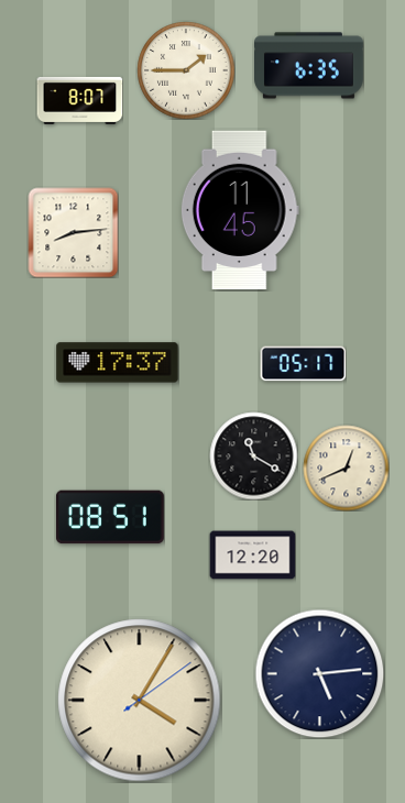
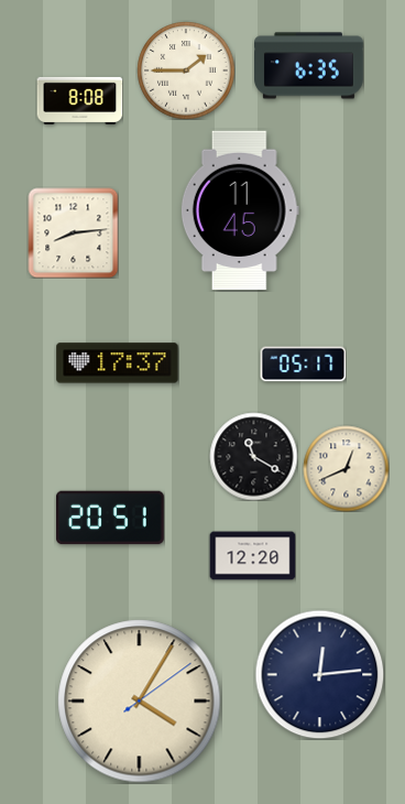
clock at (79, 100): 8:07 -> 8:08
clock at (110, 517): 08:51 -> 20:51
clock at (319, 673): 5:14 -> 12:14
